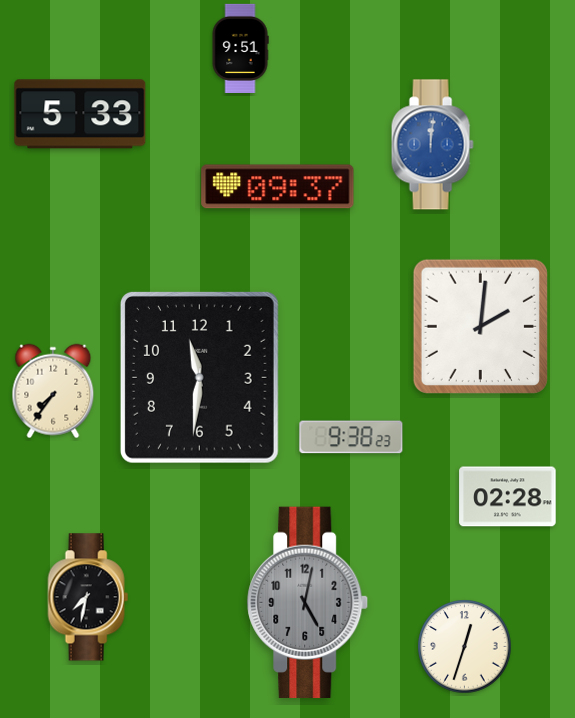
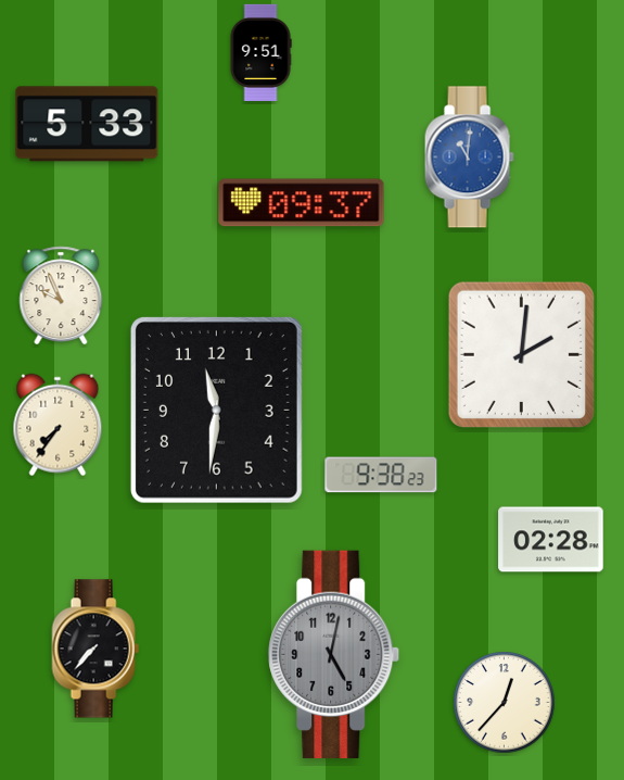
clock at (432, 145): 12:01 -> 11:01
clock at (61, 295): none -> 9:56
clock at (88, 597): 7:32 -> 7:37
clock at (465, 647): 12:33 -> 12:37
